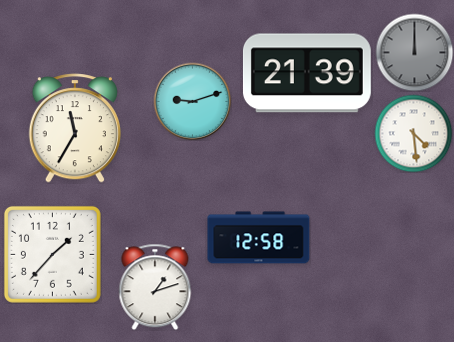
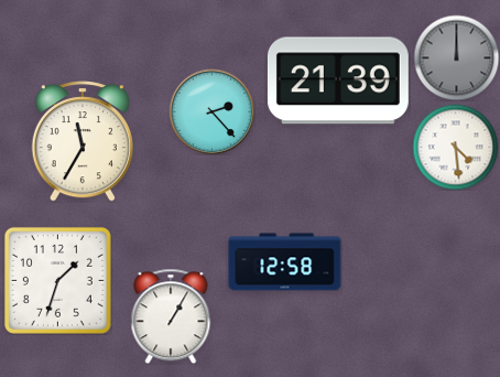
clock at (192, 101): 9:12 -> 2:23
clock at (52, 254): 1:37 -> 1:33
clock at (155, 287): 1:12 -> 1:05
